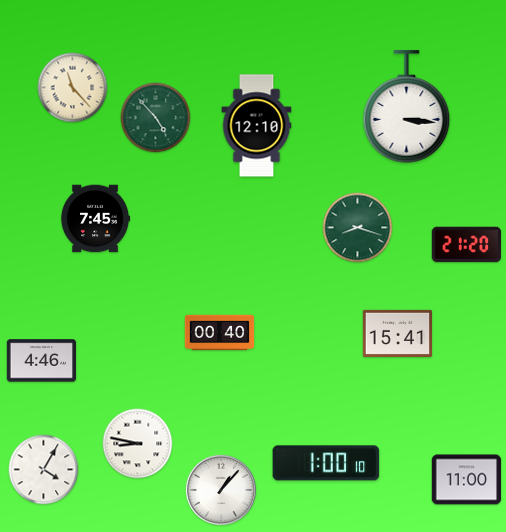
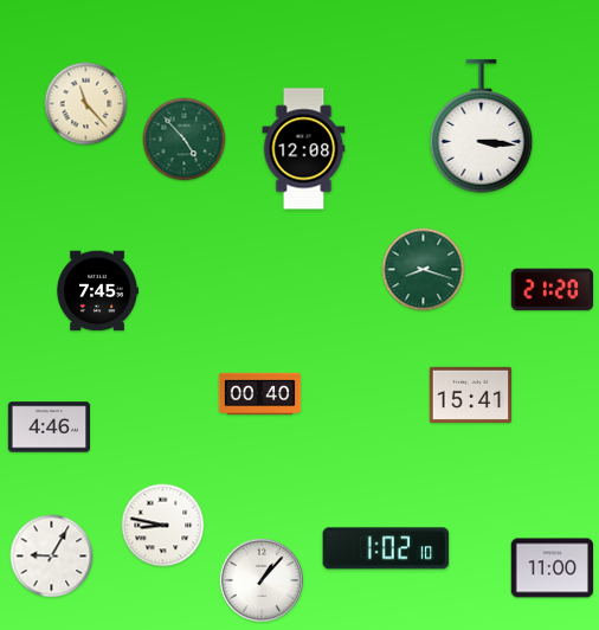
clock at (257, 126): 12:10 -> 12:08
clock at (95, 219) position: (95, 219) -> (97, 291)
clock at (326, 463): 1:00 -> 1:02
clock at (44, 470): 4:05 -> 9:05
